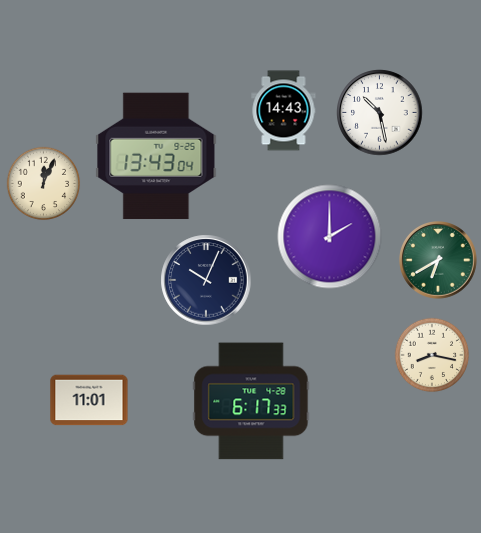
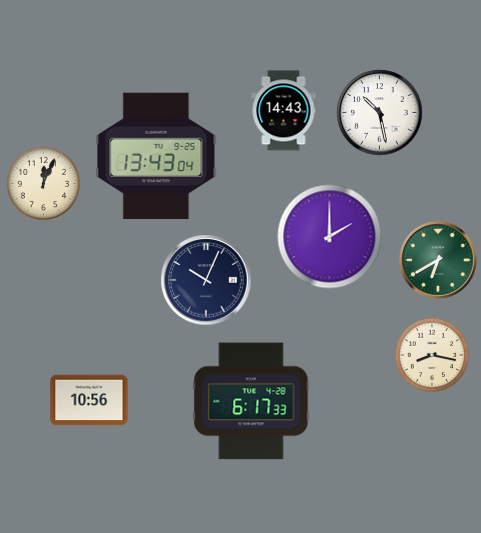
clock at (89, 400): 11:01 -> 10:56
